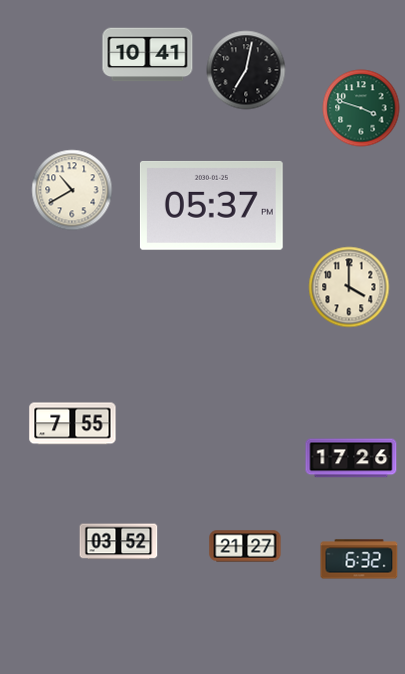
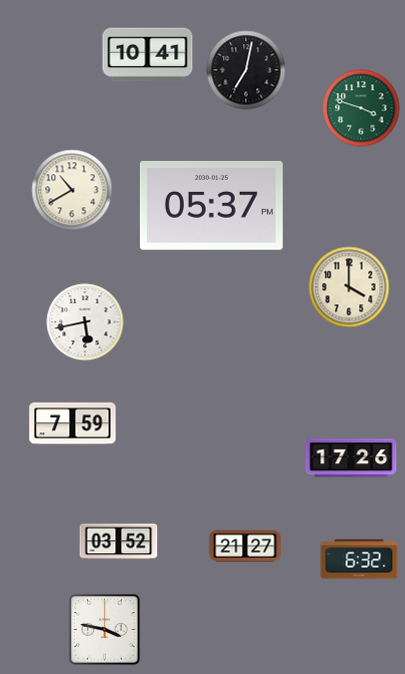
clock at (85, 322): none -> 5:43
clock at (73, 424): 7:55 -> 7:59
clock at (105, 630): none -> 3:47
